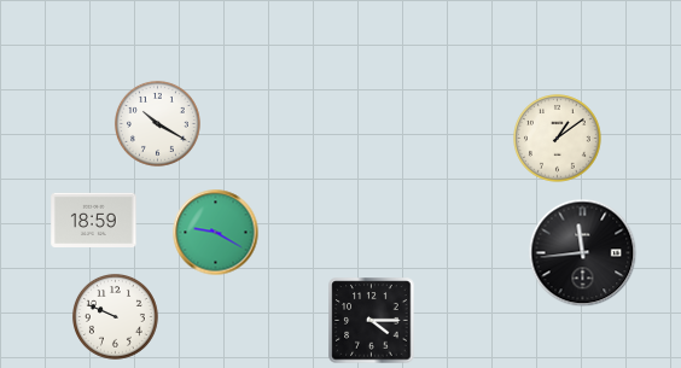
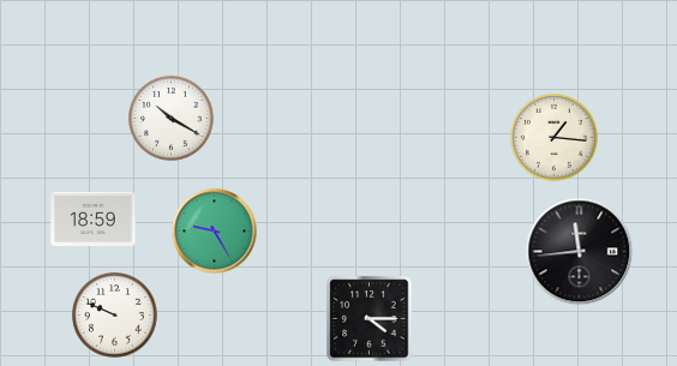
clock at (157, 123) position: (157, 123) -> (170, 118)
clock at (558, 139): 1:09 -> 1:16
clock at (216, 233): 9:20 -> 9:25
